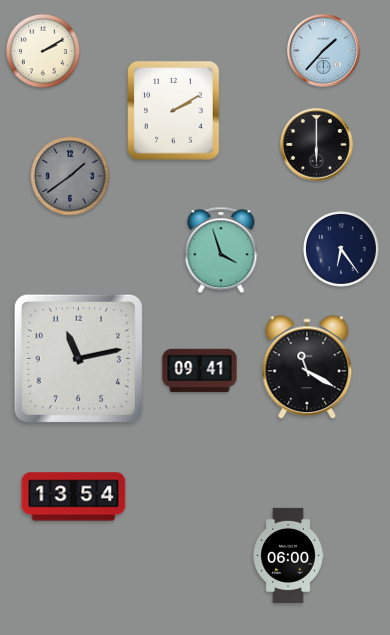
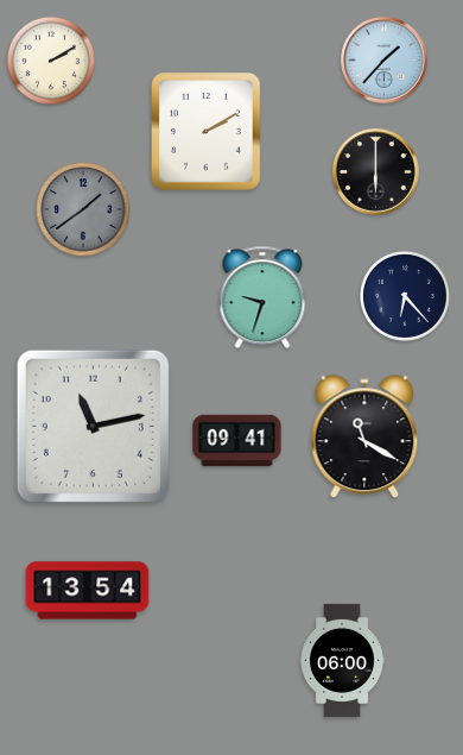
clock at (221, 250): 3:57 -> 9:33
clock at (342, 250): 6:24 -> 6:23
